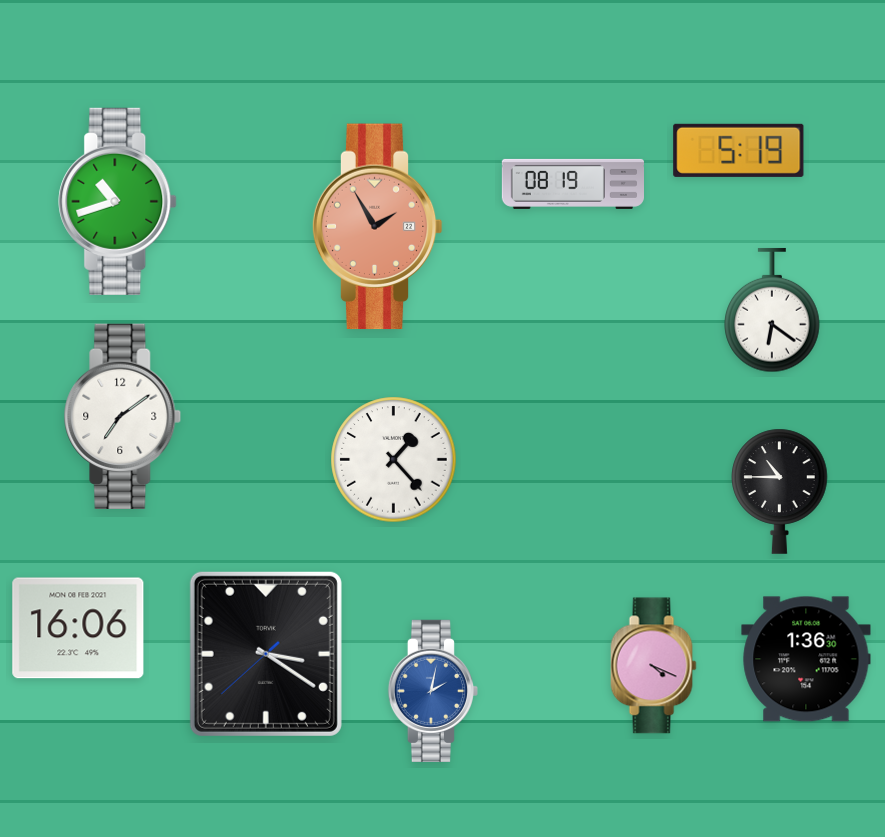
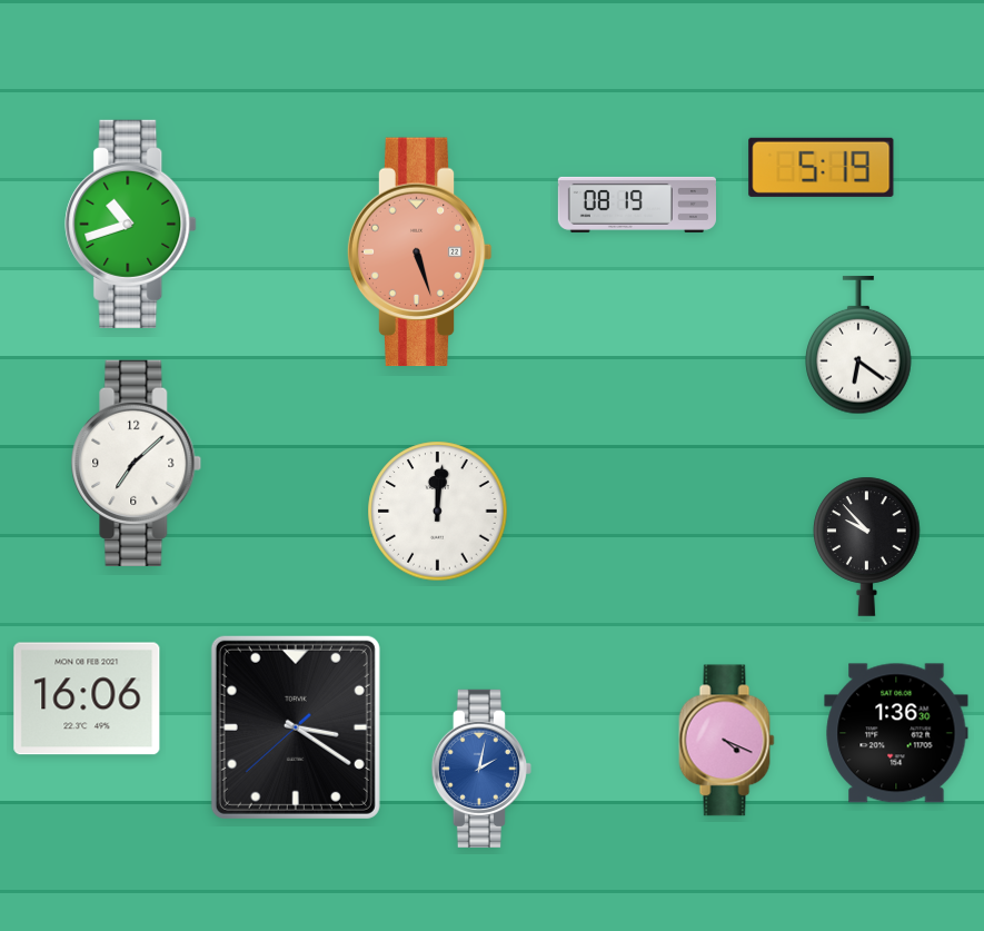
clock at (377, 227): 1:55 -> 5:27
clock at (123, 416): 7:09 -> 7:08
clock at (394, 460): 1:23 -> 12:01
clock at (780, 491): 10:45 -> 9:53
